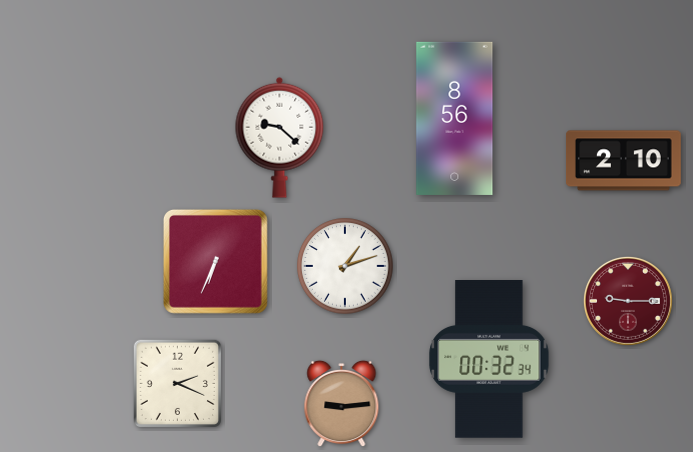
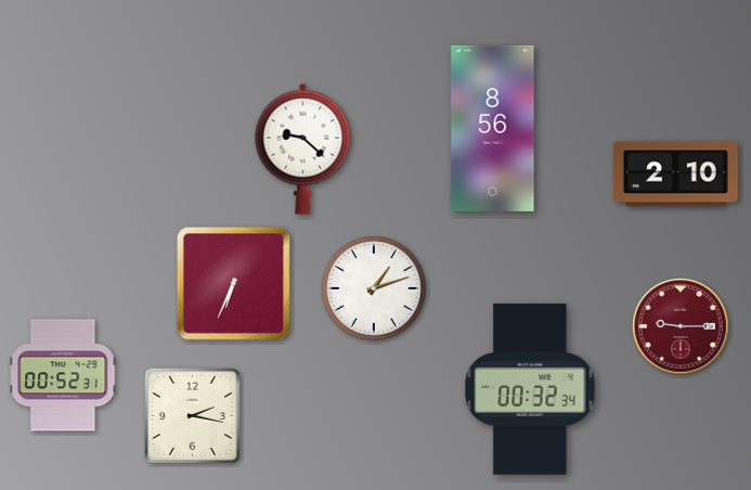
clock at (63, 375): none -> 00:52
clock at (177, 383): 2:19 -> 2:17
clock at (342, 404): 9:14 -> none
